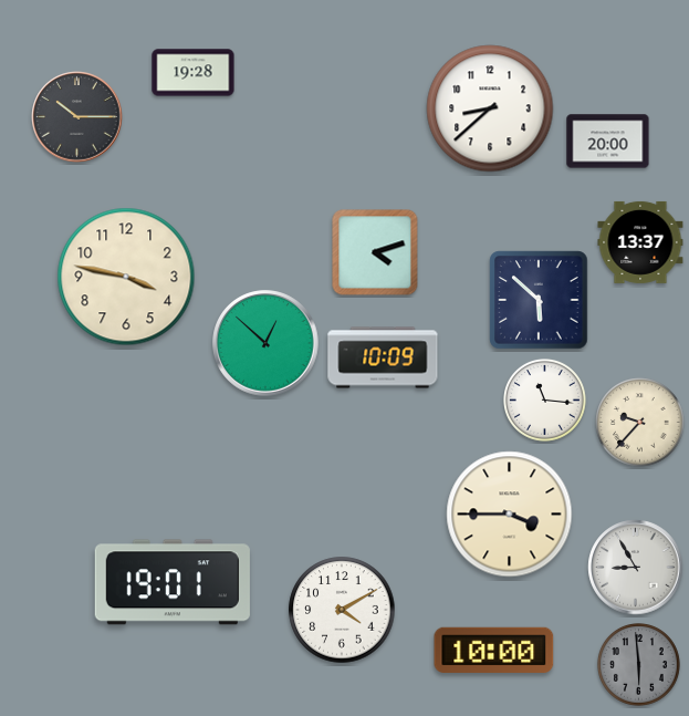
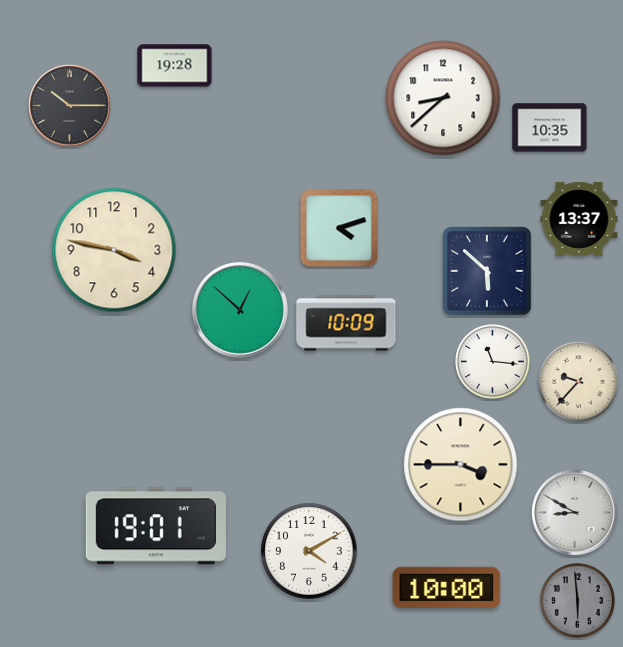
clock at (608, 142): 20:00 -> 10:35
clock at (636, 568): 8:55 -> 8:50
